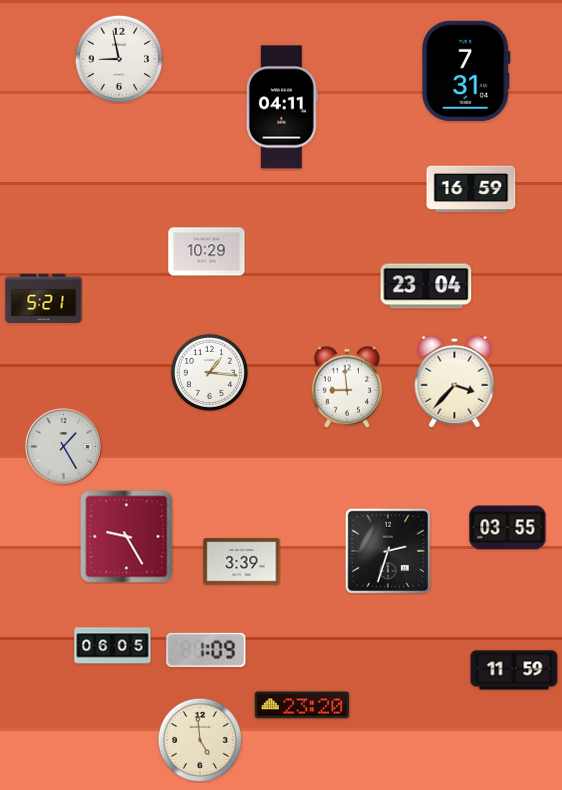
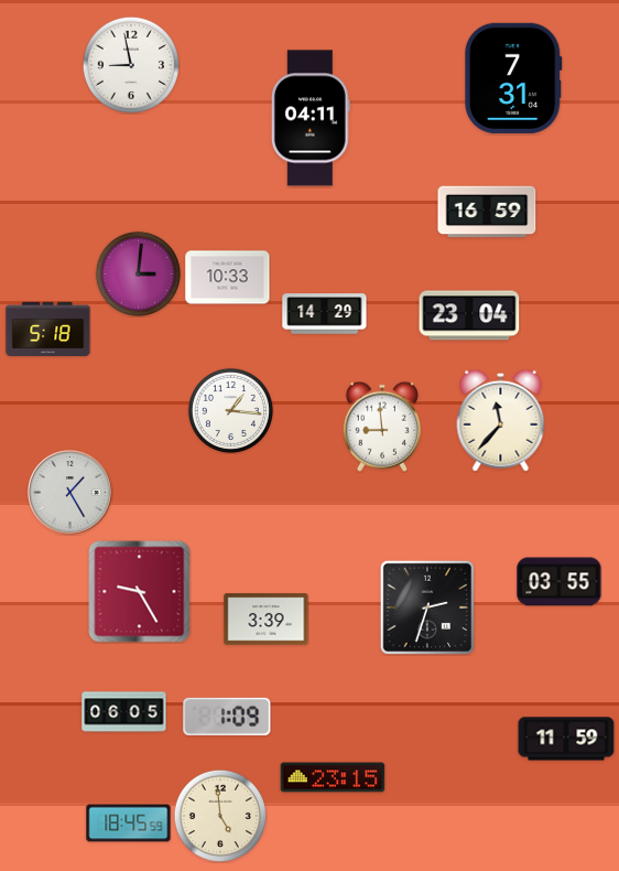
clock at (471, 189) position: (471, 189) -> (487, 212)
clock at (138, 273): none -> 3:01
clock at (207, 252): 10:29 -> 10:33
clock at (325, 314): none -> 14:29
clock at (44, 298): 5:21 -> 5:18
clock at (455, 381): 3:37 -> 11:37
clock at (302, 705): 23:20 -> 23:15
clock at (129, 824): none -> 18:45
